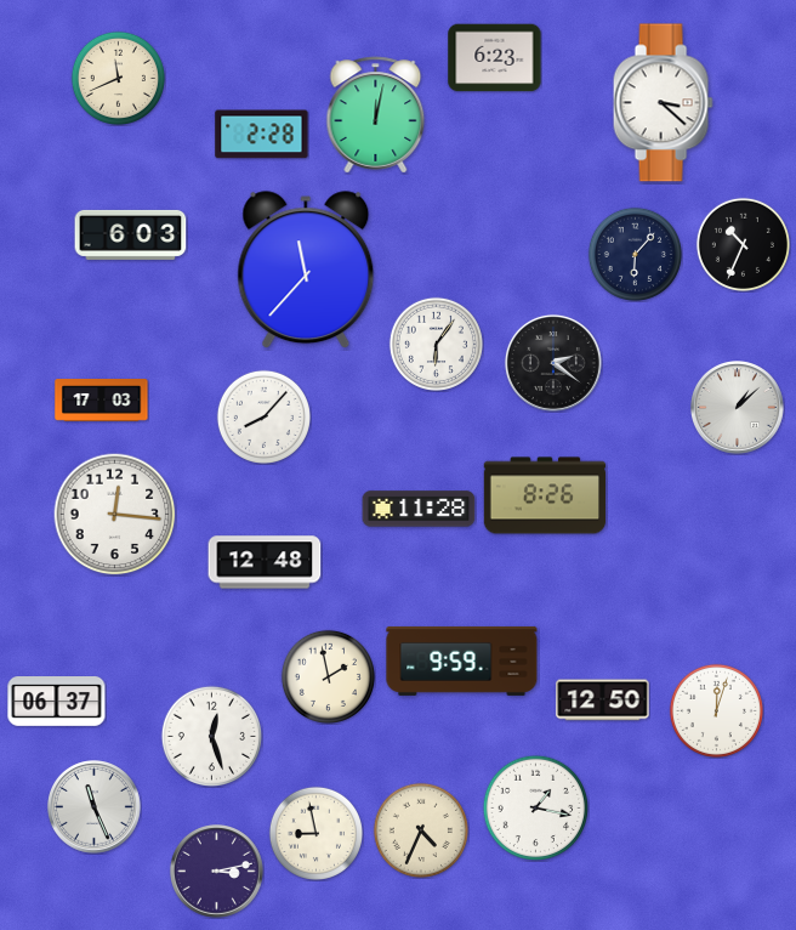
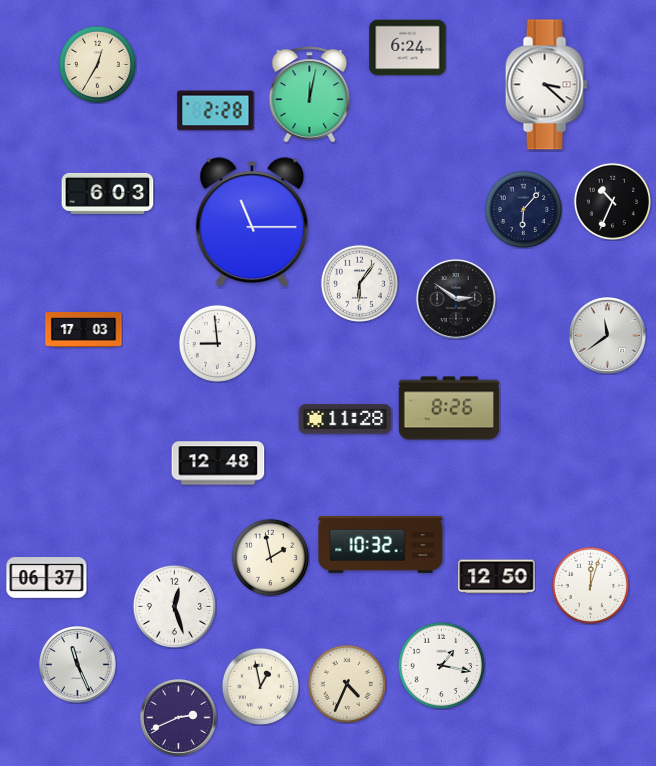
clock at (495, 58): 6:23 -> 6:24
clock at (118, 78): 11:41 -> 12:35
clock at (306, 271): 11:37 -> 11:15
clock at (553, 363): 2:21 -> 2:51
clock at (738, 408): 1:08 -> 11:39
clock at (263, 416): 8:07 -> 8:59
clock at (115, 515): 12:16 -> none
clock at (462, 660): 9:59 -> 10:32
clock at (315, 833): 8:58 -> 12:58
clock at (217, 872): 3:13 -> 2:41
